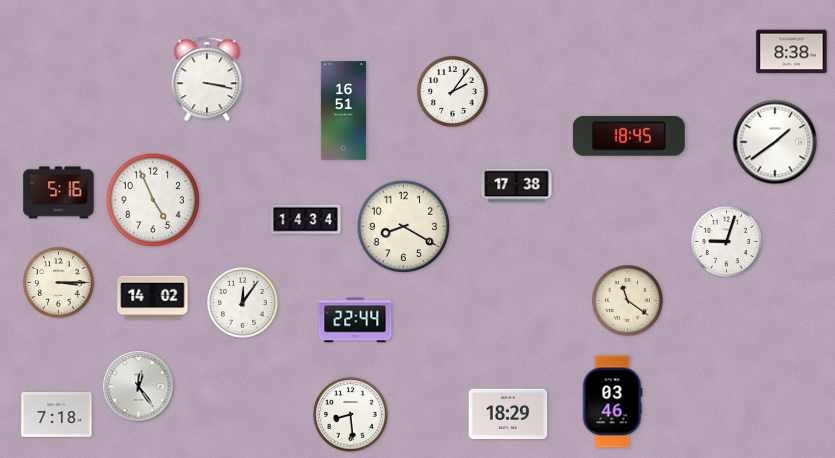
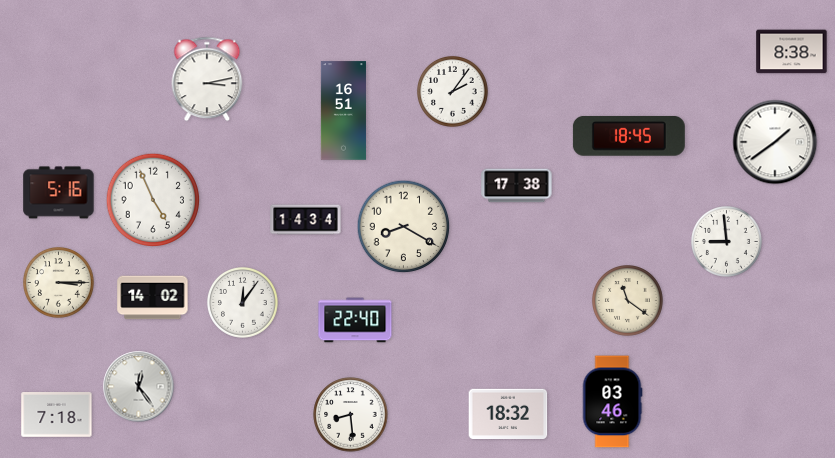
clock at (207, 79): 3:17 -> 3:13
clock at (727, 242): 9:03 -> 8:59
clock at (355, 320): 22:44 -> 22:40
clock at (508, 413): 18:29 -> 18:32
